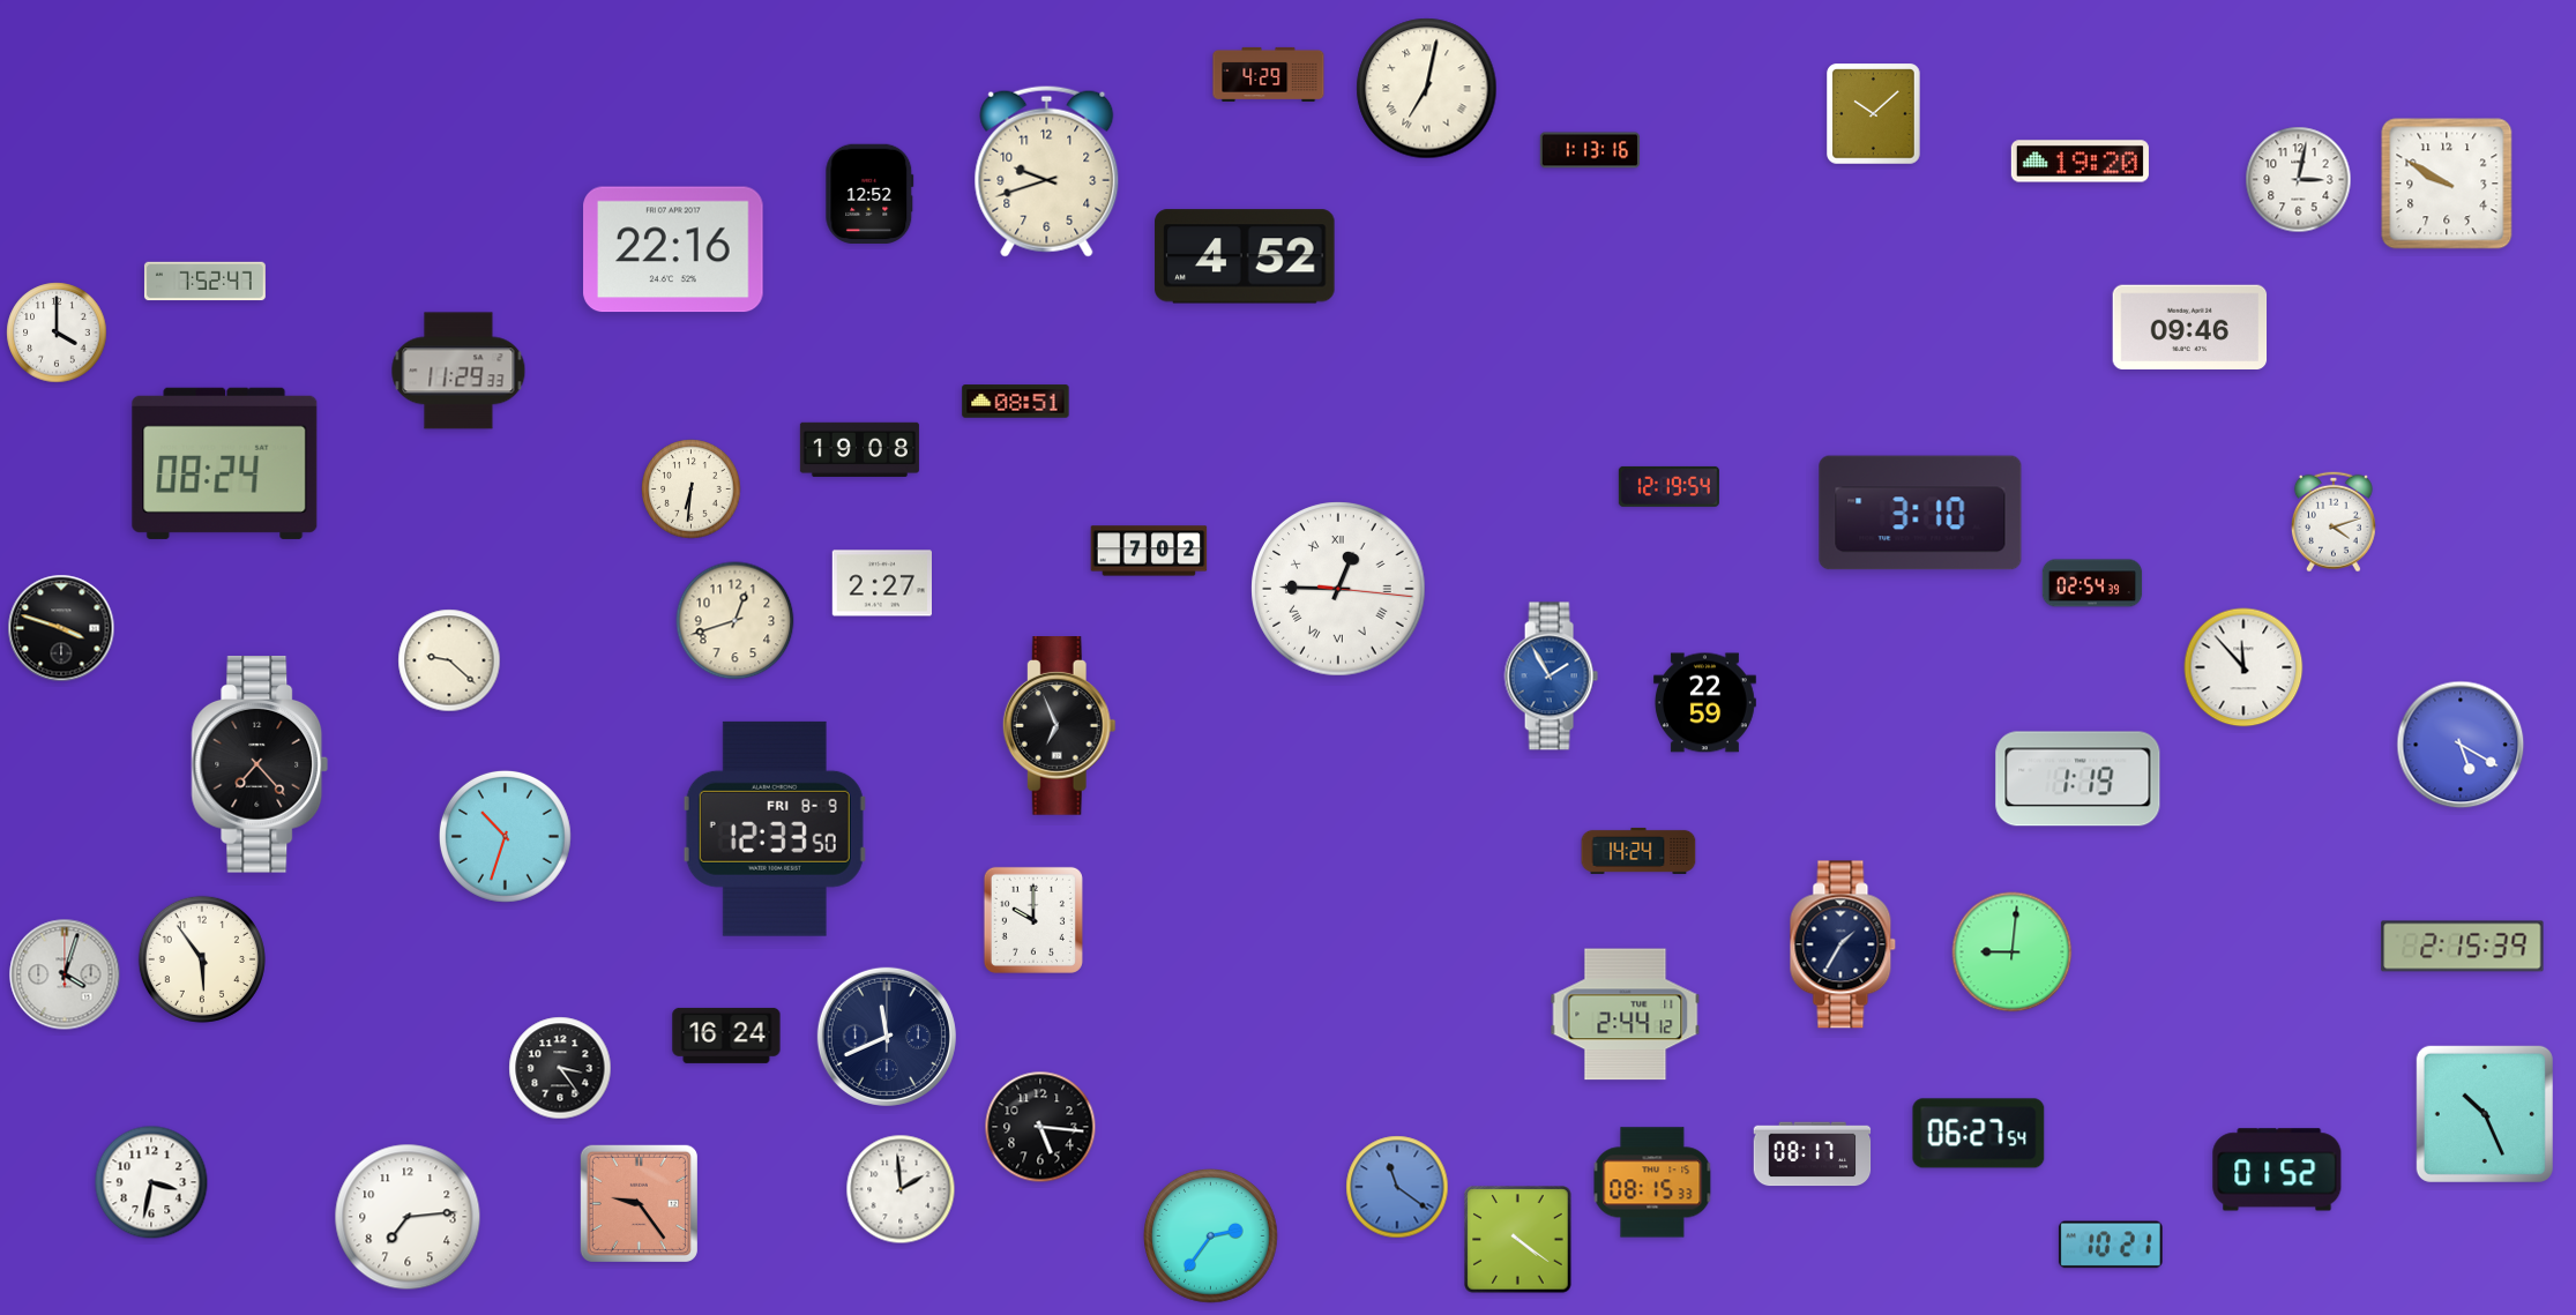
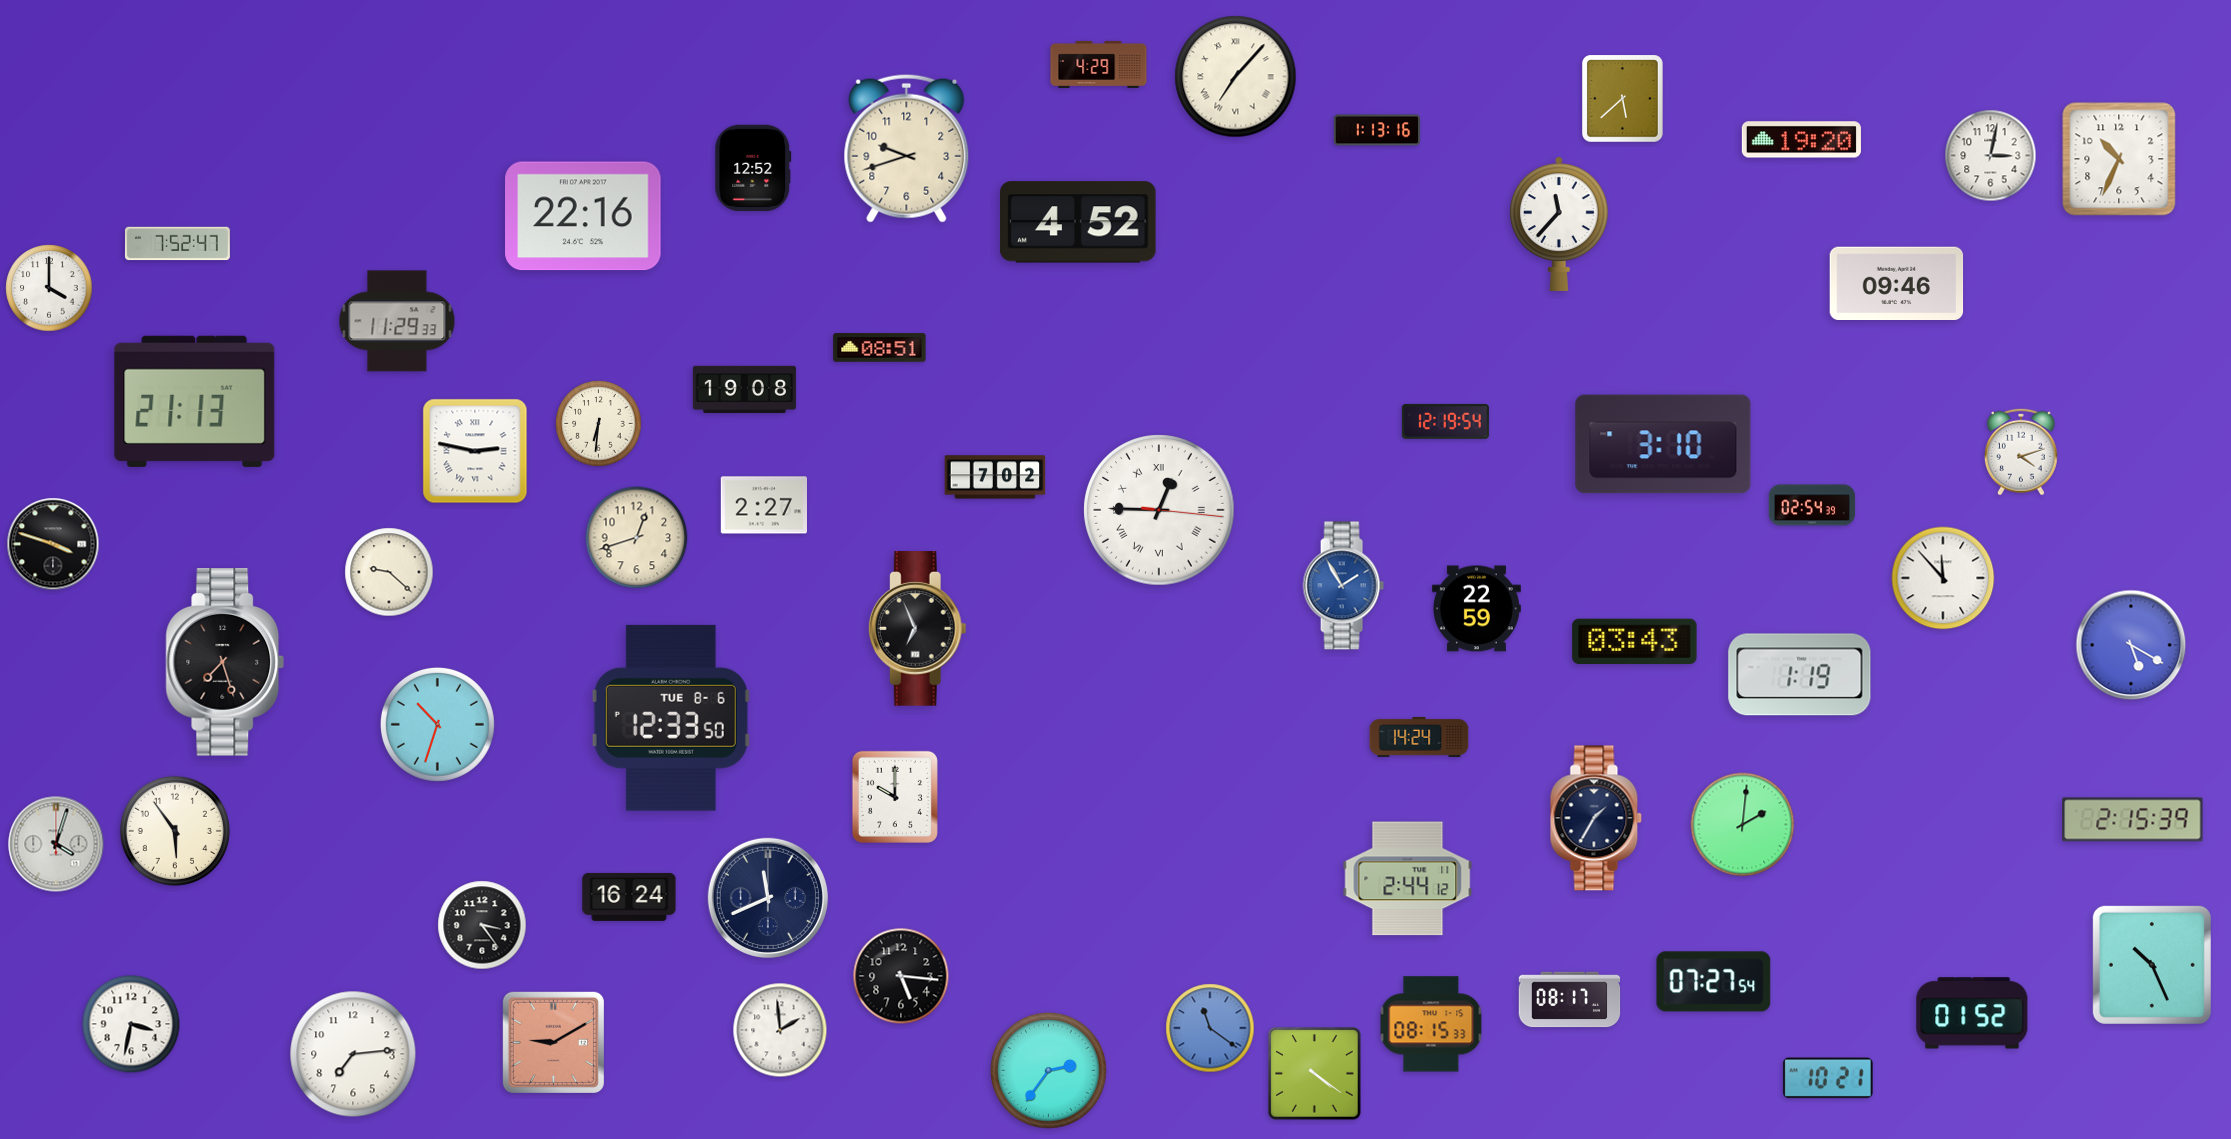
clock at (1427, 89): 7:02 -> 7:07
clock at (1874, 114): 10:08 -> 5:38
clock at (2447, 184): 9:50 -> 10:34
clock at (1559, 224): none -> 11:37
clock at (225, 463): 08:24 -> 21:13
clock at (475, 451): none -> 2:47
clock at (1635, 641): none -> 03:43
clock at (260, 764): 7:23 -> 7:27
clock at (775, 829) date: FRI 8-9 -> TUE 8-6
clock at (2013, 952): 9:01 -> 2:01
clock at (560, 1068) position: (560, 1068) -> (482, 925)
clock at (1979, 1134): 06:27 -> 07:27
clock at (639, 1203): 9:24 -> 9:10
